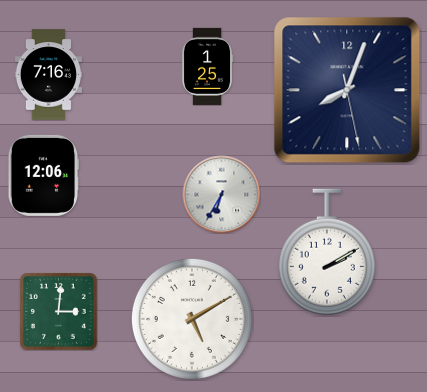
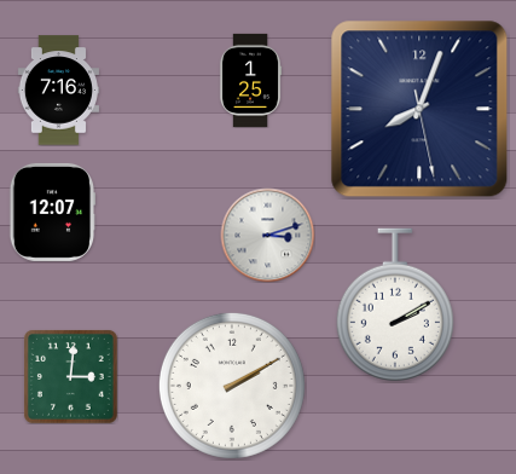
clock at (44, 175): 12:06 -> 12:07
clock at (221, 194): 6:35 -> 3:12
clock at (192, 319): 5:10 -> 2:10
